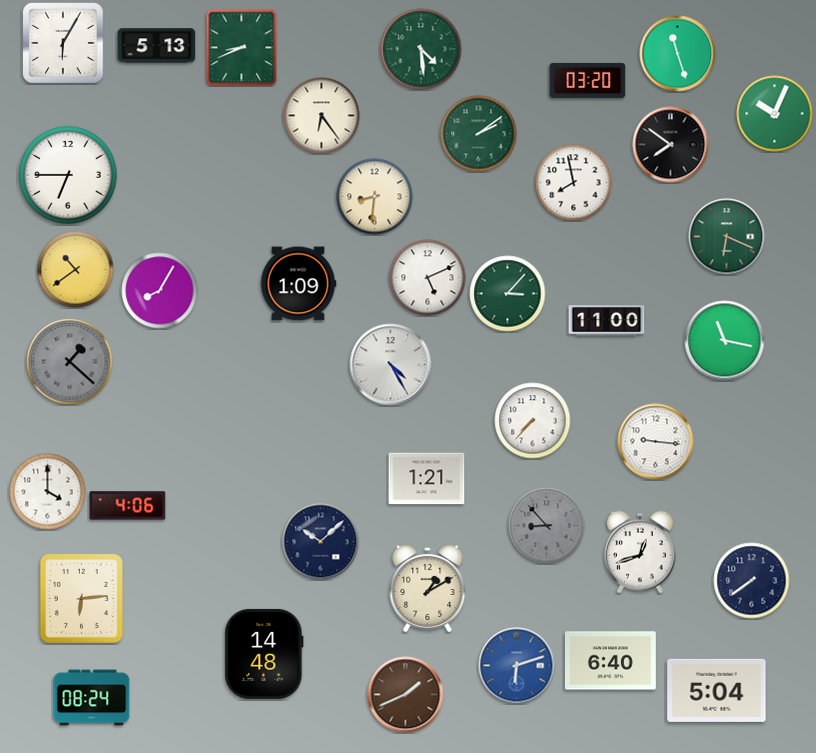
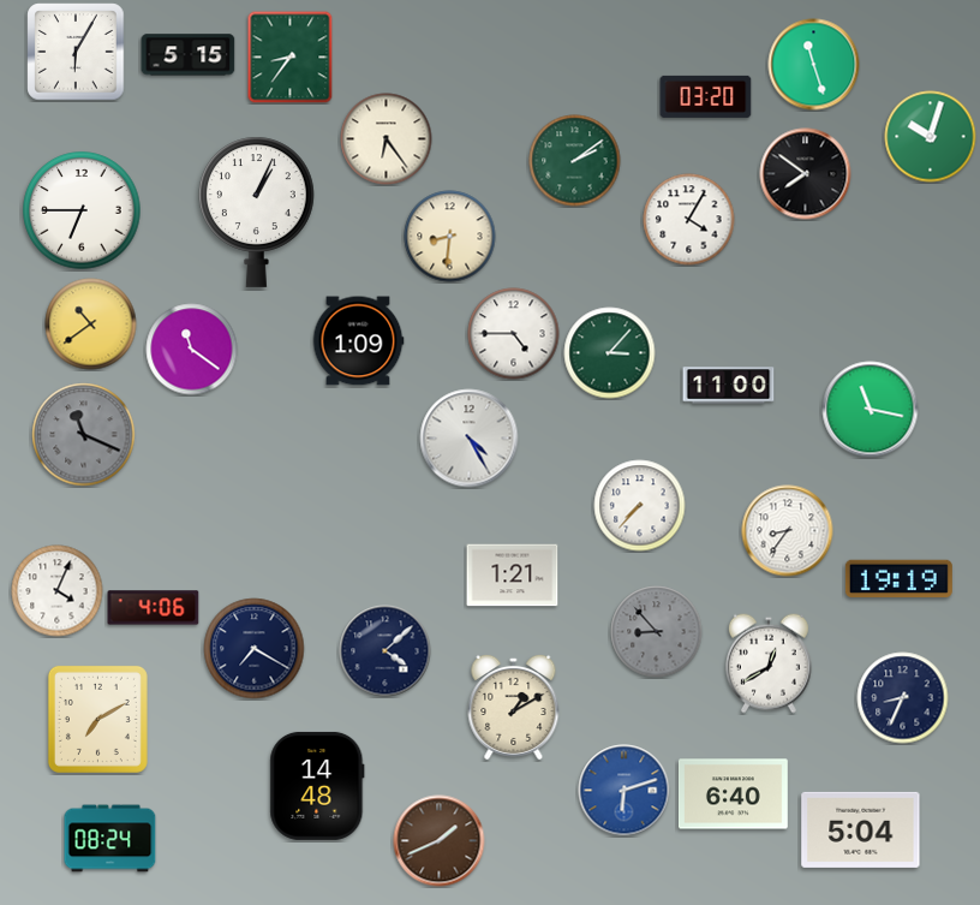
clock at (157, 46): 5:13 -> 5:15
clock at (242, 47): 8:41 -> 8:36
clock at (421, 49): 4:29 -> none
clock at (775, 114): 10:04 -> 10:03
clock at (257, 212): none -> 1:04
clock at (574, 183): 7:58 -> 4:05
clock at (727, 237): 6:19 -> none
clock at (428, 278): 5:11 -> 4:45
clock at (160, 291): 8:05 -> 11:21
clock at (70, 362): 1:22 -> 11:19
clock at (656, 442): 9:16 -> 8:36
clock at (898, 579): none -> 19:19
clock at (48, 492): 4:00 -> 4:04
clock at (255, 649): none -> 7:20
clock at (321, 542): 10:08 -> 4:08
clock at (640, 552): 12:42 -> 12:40
clock at (752, 581): 7:39 -> 8:34
clock at (81, 598): 6:14 -> 7:10
clock at (517, 666) position: (517, 666) -> (625, 791)
clock at (406, 695) position: (406, 695) -> (440, 841)
